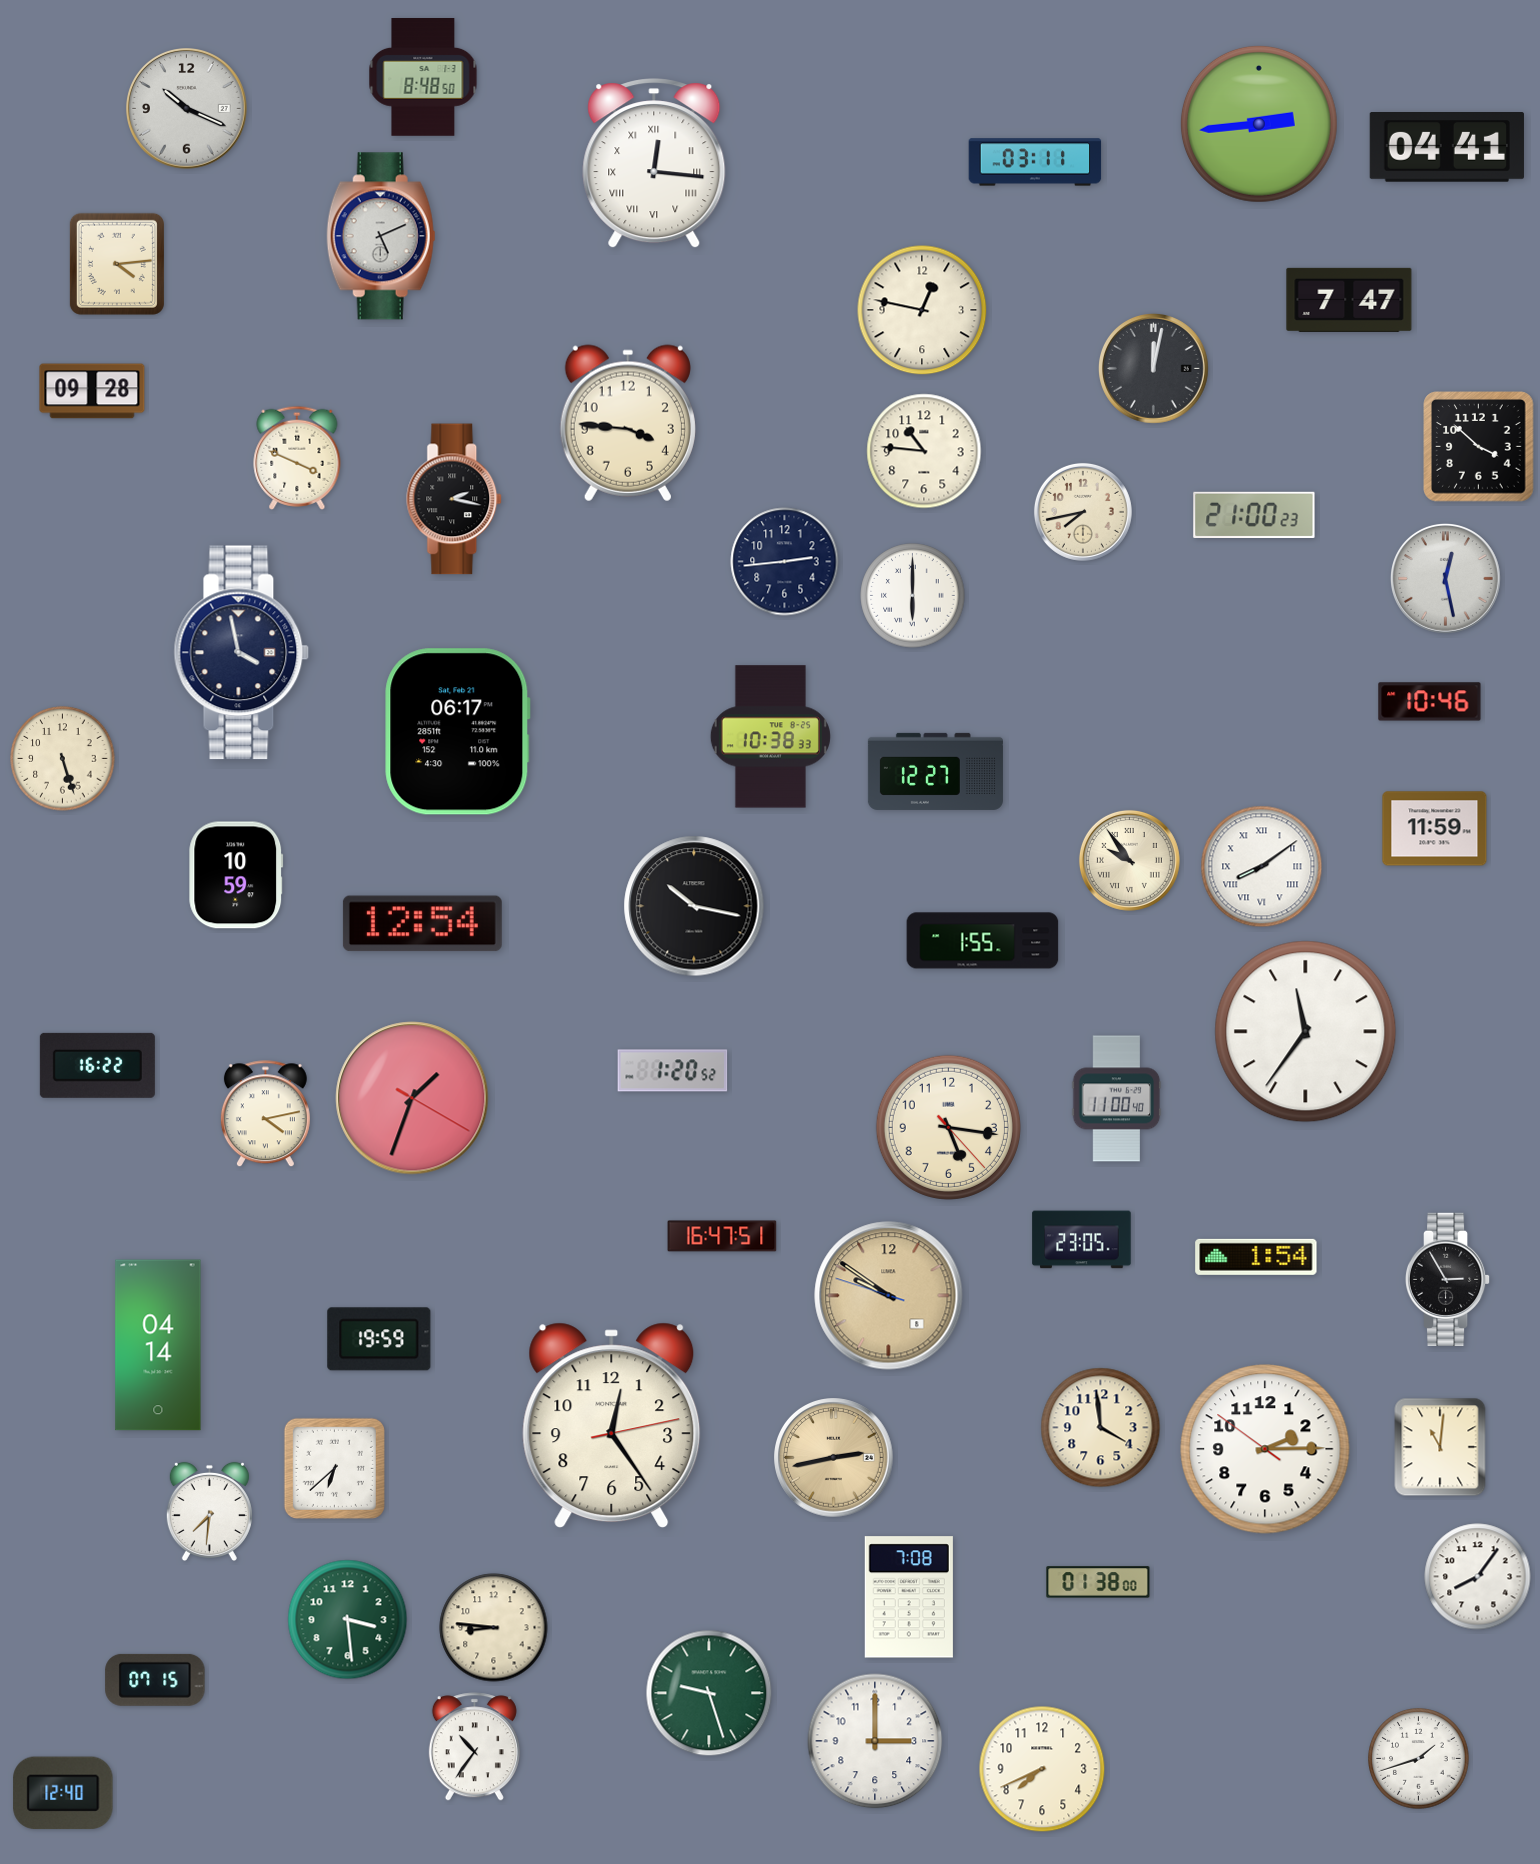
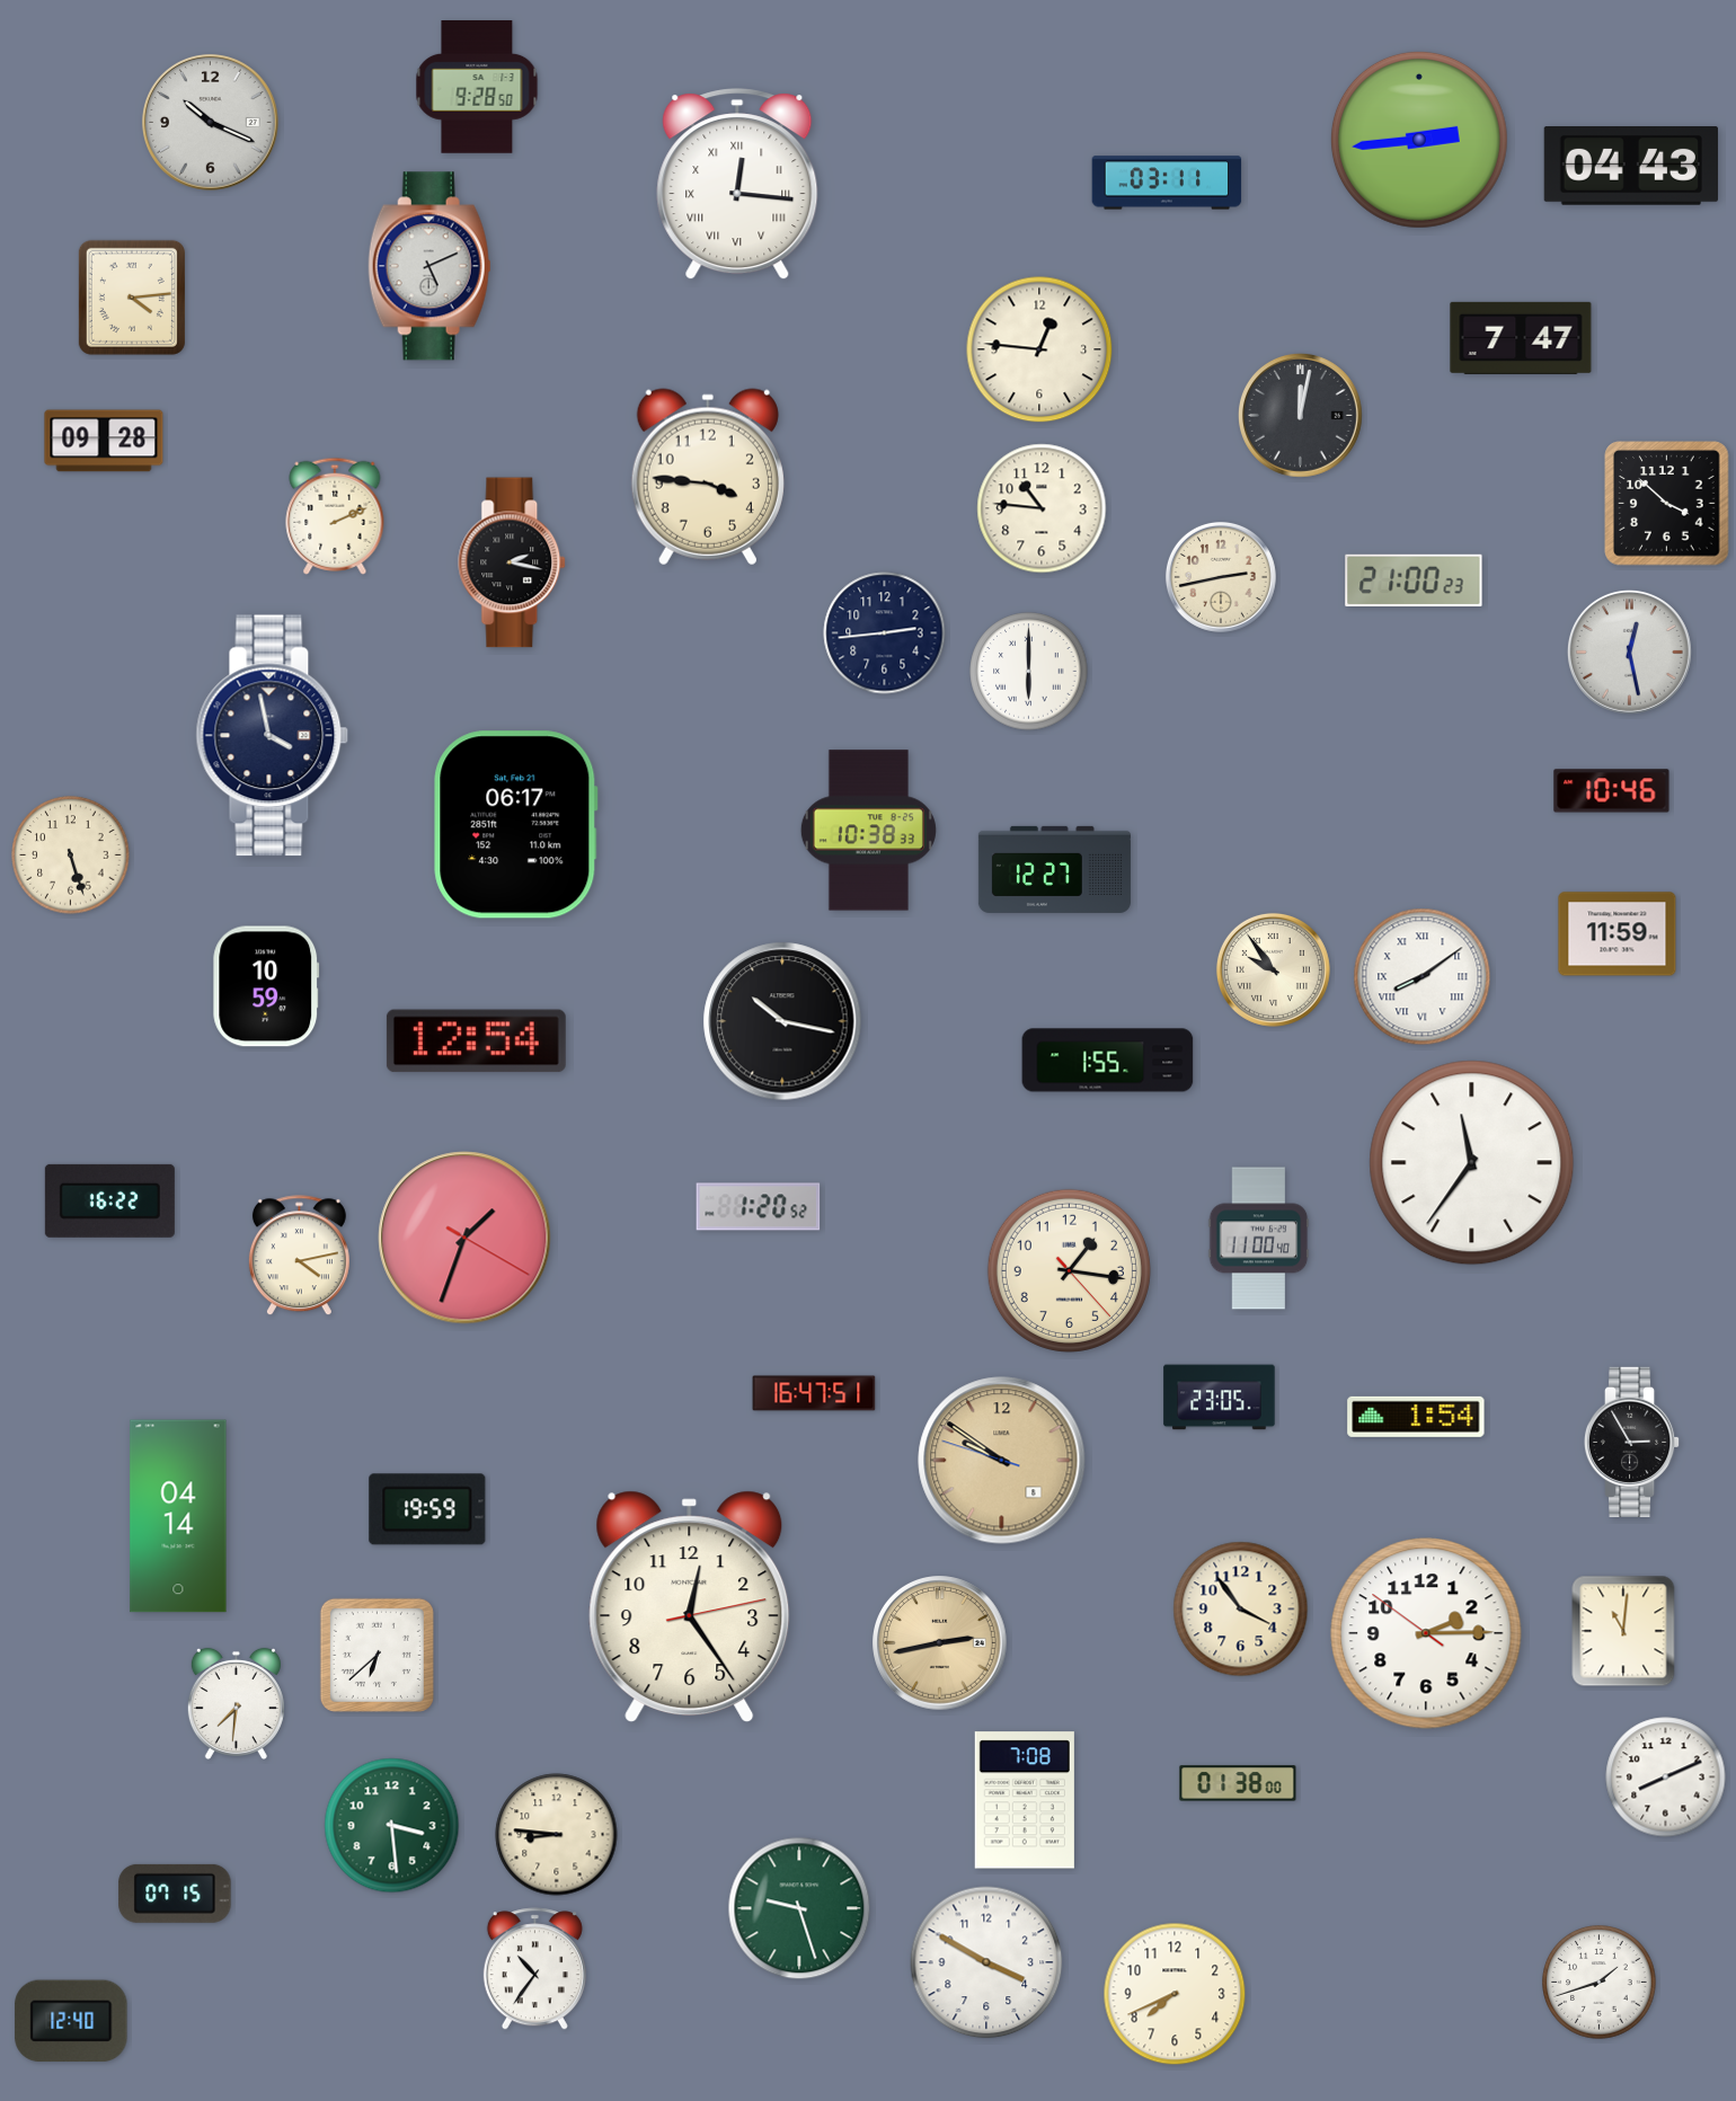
clock at (423, 78): 8:48 -> 9:28
clock at (1447, 148): 04:41 -> 04:43
clock at (922, 310): 12:47 -> 12:46
clock at (297, 458): 3:49 -> 2:11
clock at (1083, 512): 7:43 -> 2:43
clock at (948, 1127): 5:16 -> 1:16
clock at (1101, 1428): 3:59 -> 3:54
clock at (1478, 1577): 8:06 -> 8:11
clock at (875, 1741): 3:00 -> 3:50
